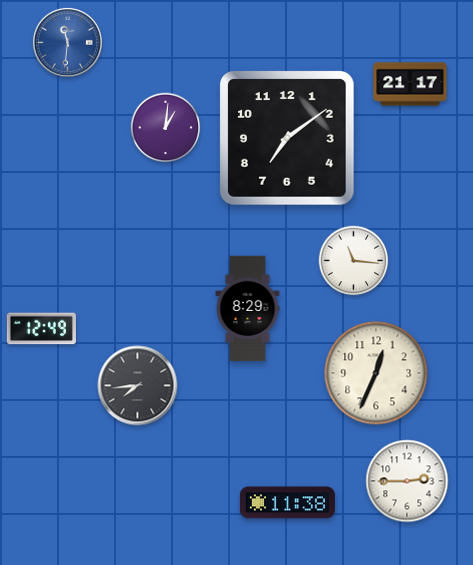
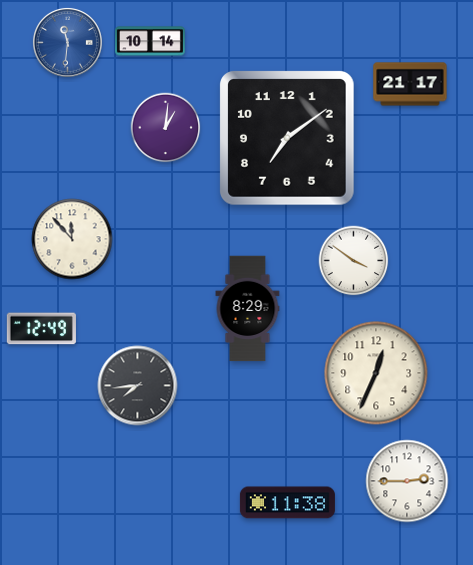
clock at (150, 41): none -> 10:14
clock at (72, 239): none -> 11:53
clock at (354, 261): 11:16 -> 3:51
